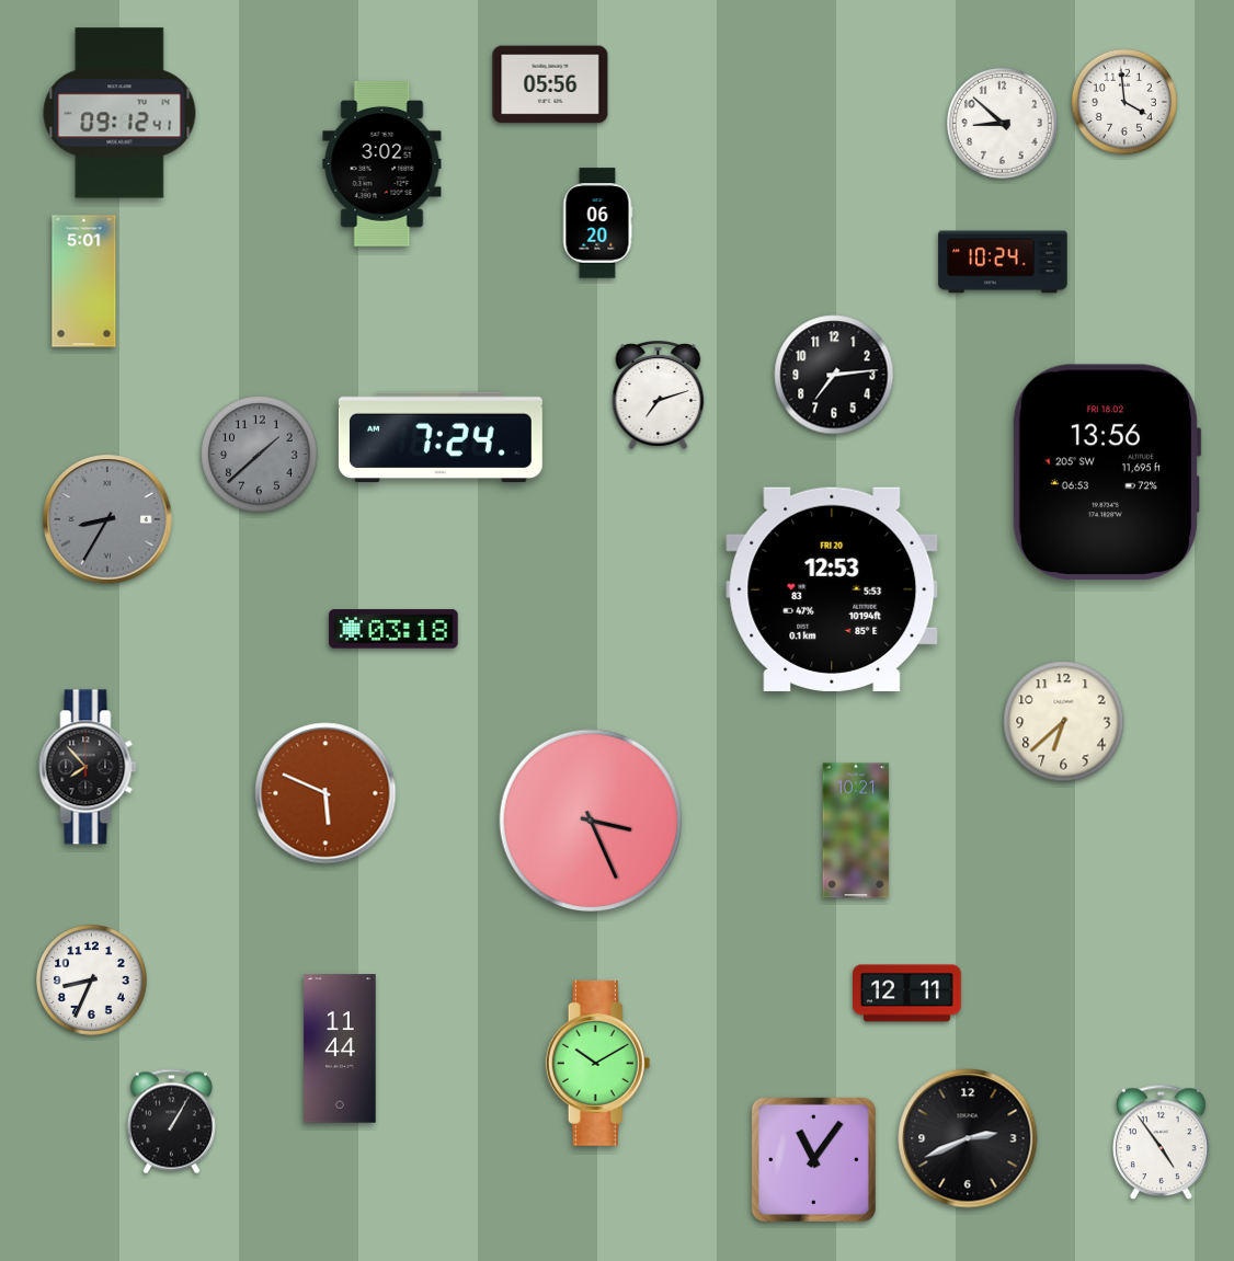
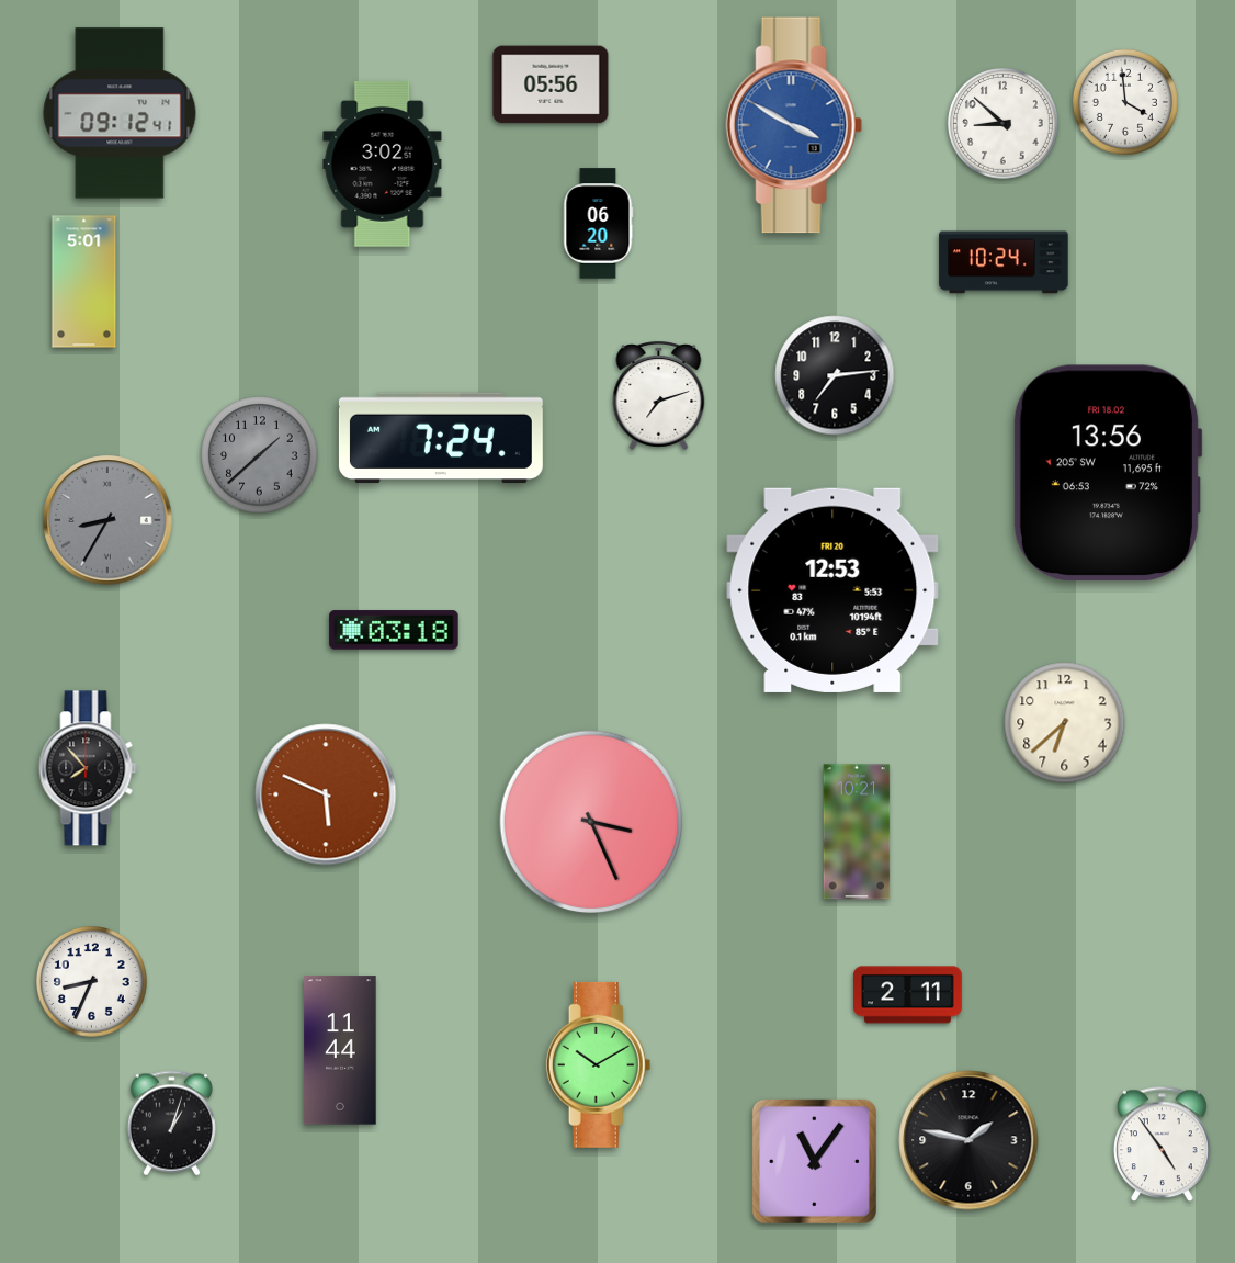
clock at (794, 125): none -> 3:50
clock at (907, 994): 12:11 -> 2:11
clock at (171, 1122): 1:05 -> 1:03
clock at (968, 1138): 2:41 -> 1:47
